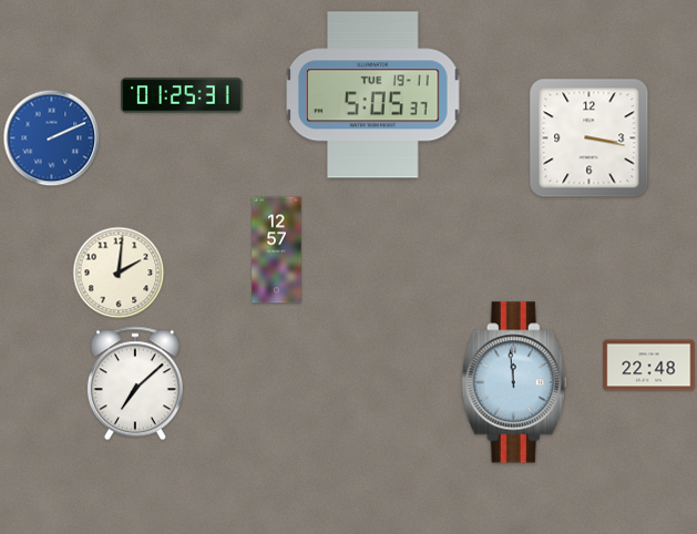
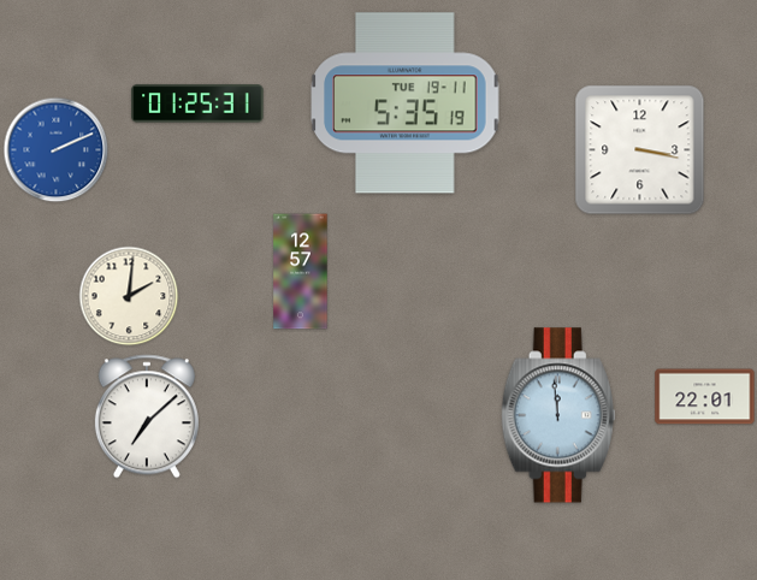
clock at (373, 95): 5:05 -> 5:35
clock at (649, 366): 22:48 -> 22:01
